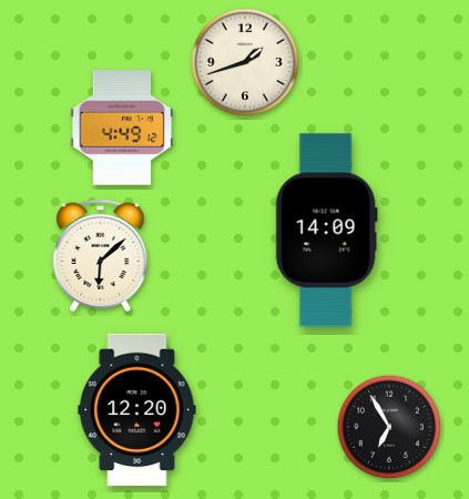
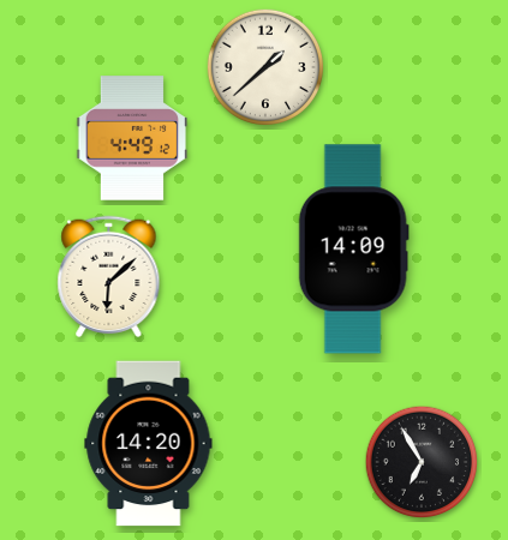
clock at (244, 61): 1:42 -> 1:38
clock at (137, 410): 12:20 -> 14:20
